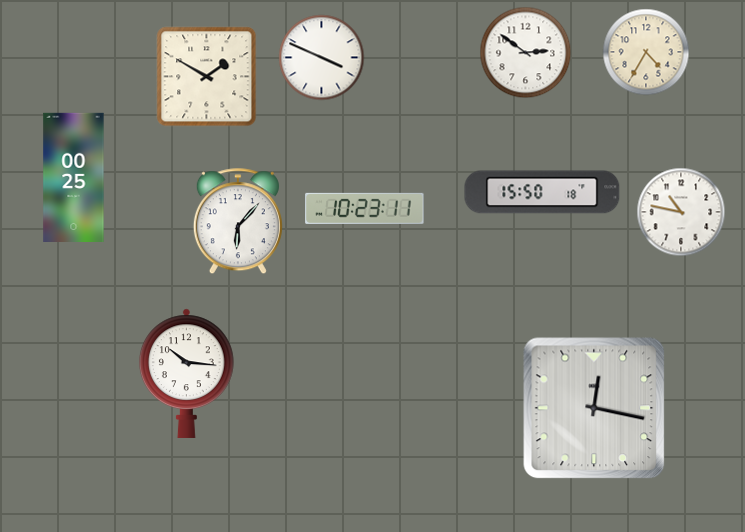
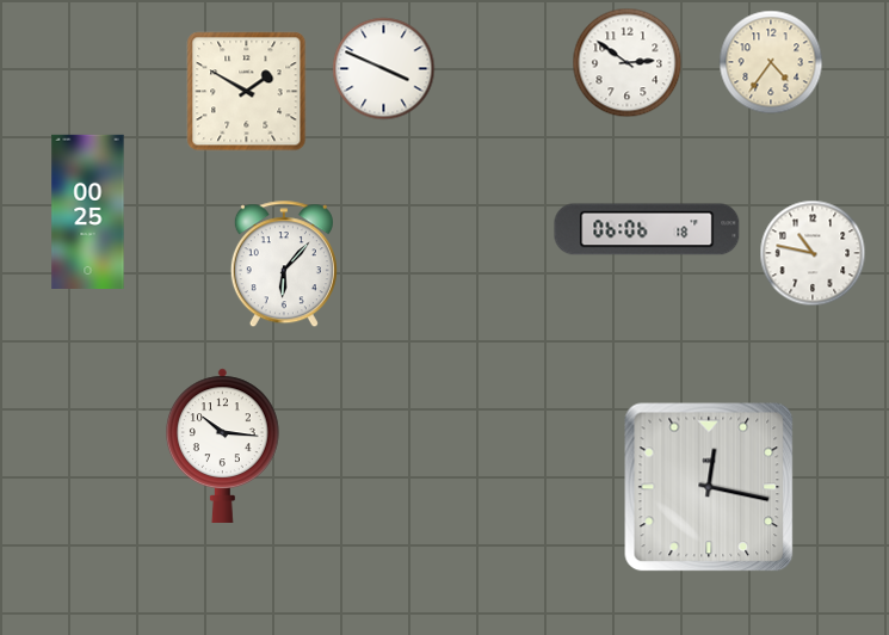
clock at (646, 52): 4:35 -> 4:36
clock at (542, 192): 15:50 -> 06:06
clock at (365, 208): 10:23 -> none
